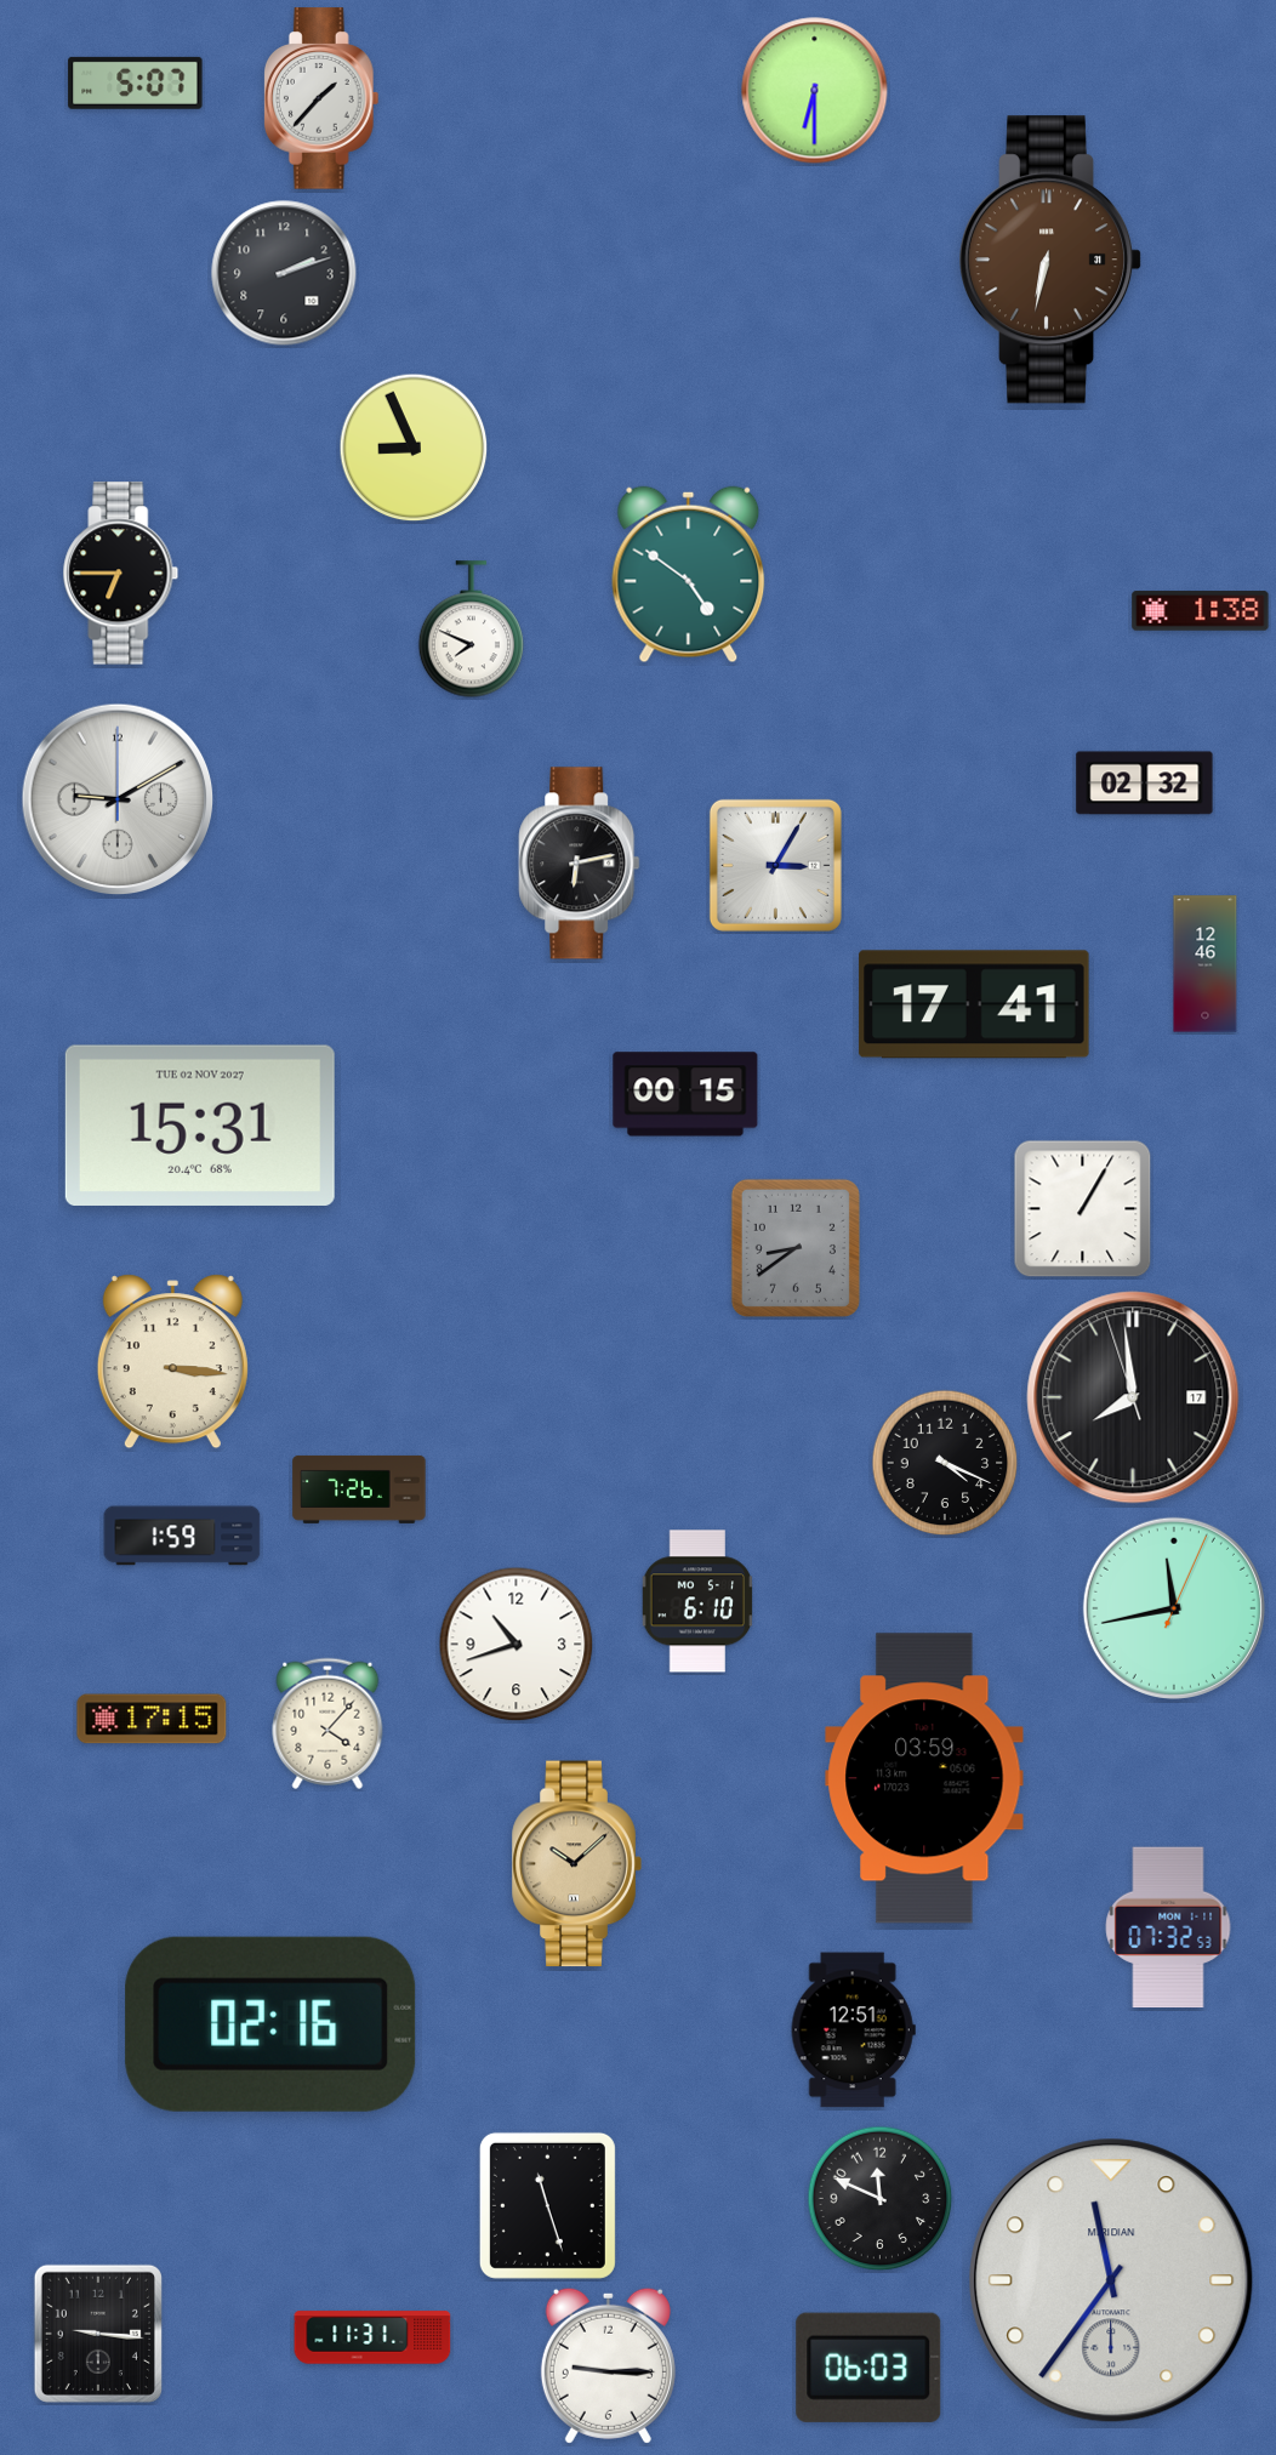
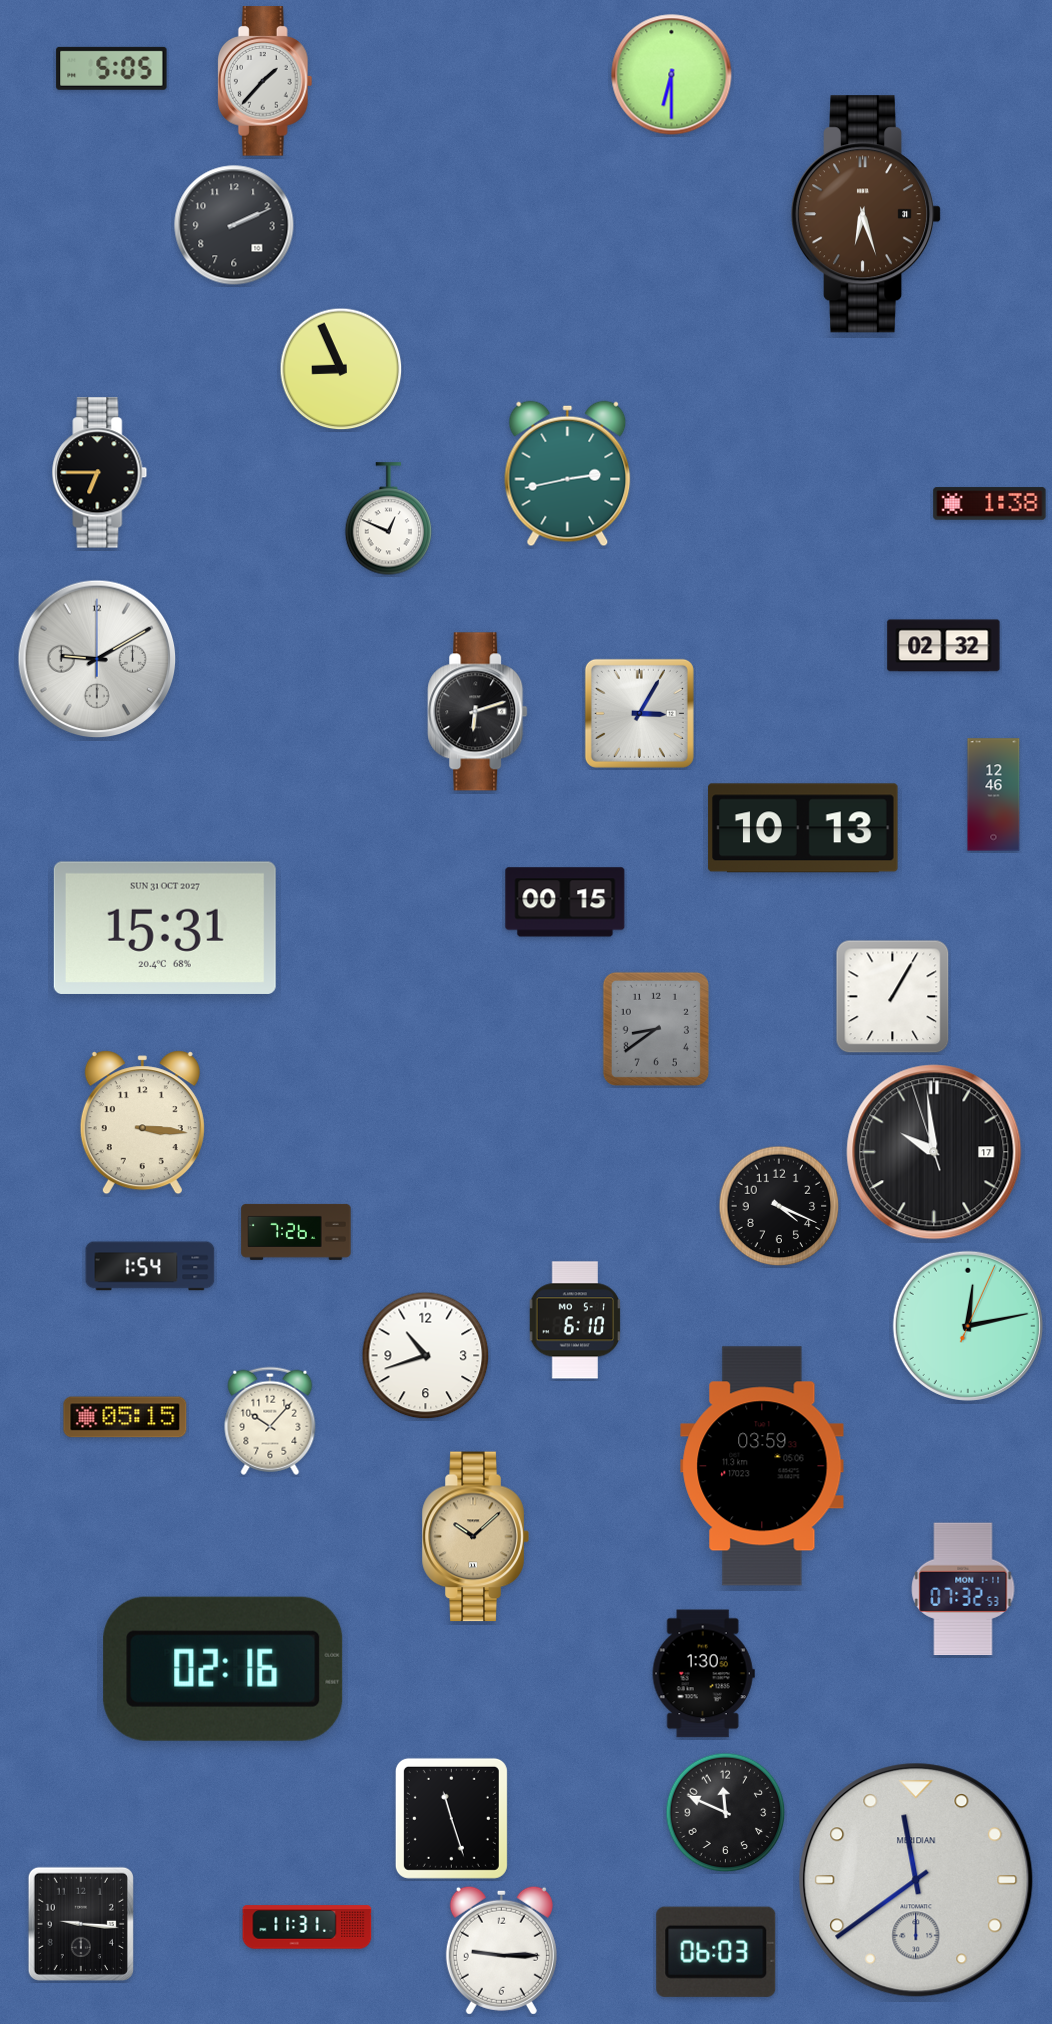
clock at (136, 82): 5:07 -> 5:05
clock at (1050, 260): 6:32 -> 6:27
clock at (284, 273): 2:12 -> 2:11
clock at (689, 575): 4:51 -> 2:43
clock at (472, 630): 7:49 -> 12:49
clock at (580, 864): 6:13 -> 6:12
clock at (974, 1004): 17:41 -> 10:13
clock at (200, 1126) date: TUE 02 NOV 2027 -> SUN 31 OCT 2027
clock at (1133, 1397): 7:58 -> 9:58
clock at (359, 1489) position: (359, 1489) -> (296, 1232)
clock at (182, 1536): 1:59 -> 1:54
clock at (1174, 1608): 11:43 -> 12:13
clock at (152, 1719): 17:15 -> 05:15
clock at (327, 1724): 4:07 -> 10:07
clock at (853, 2030): 12:51 -> 1:30
clock at (1111, 2280): 11:36 -> 11:39
